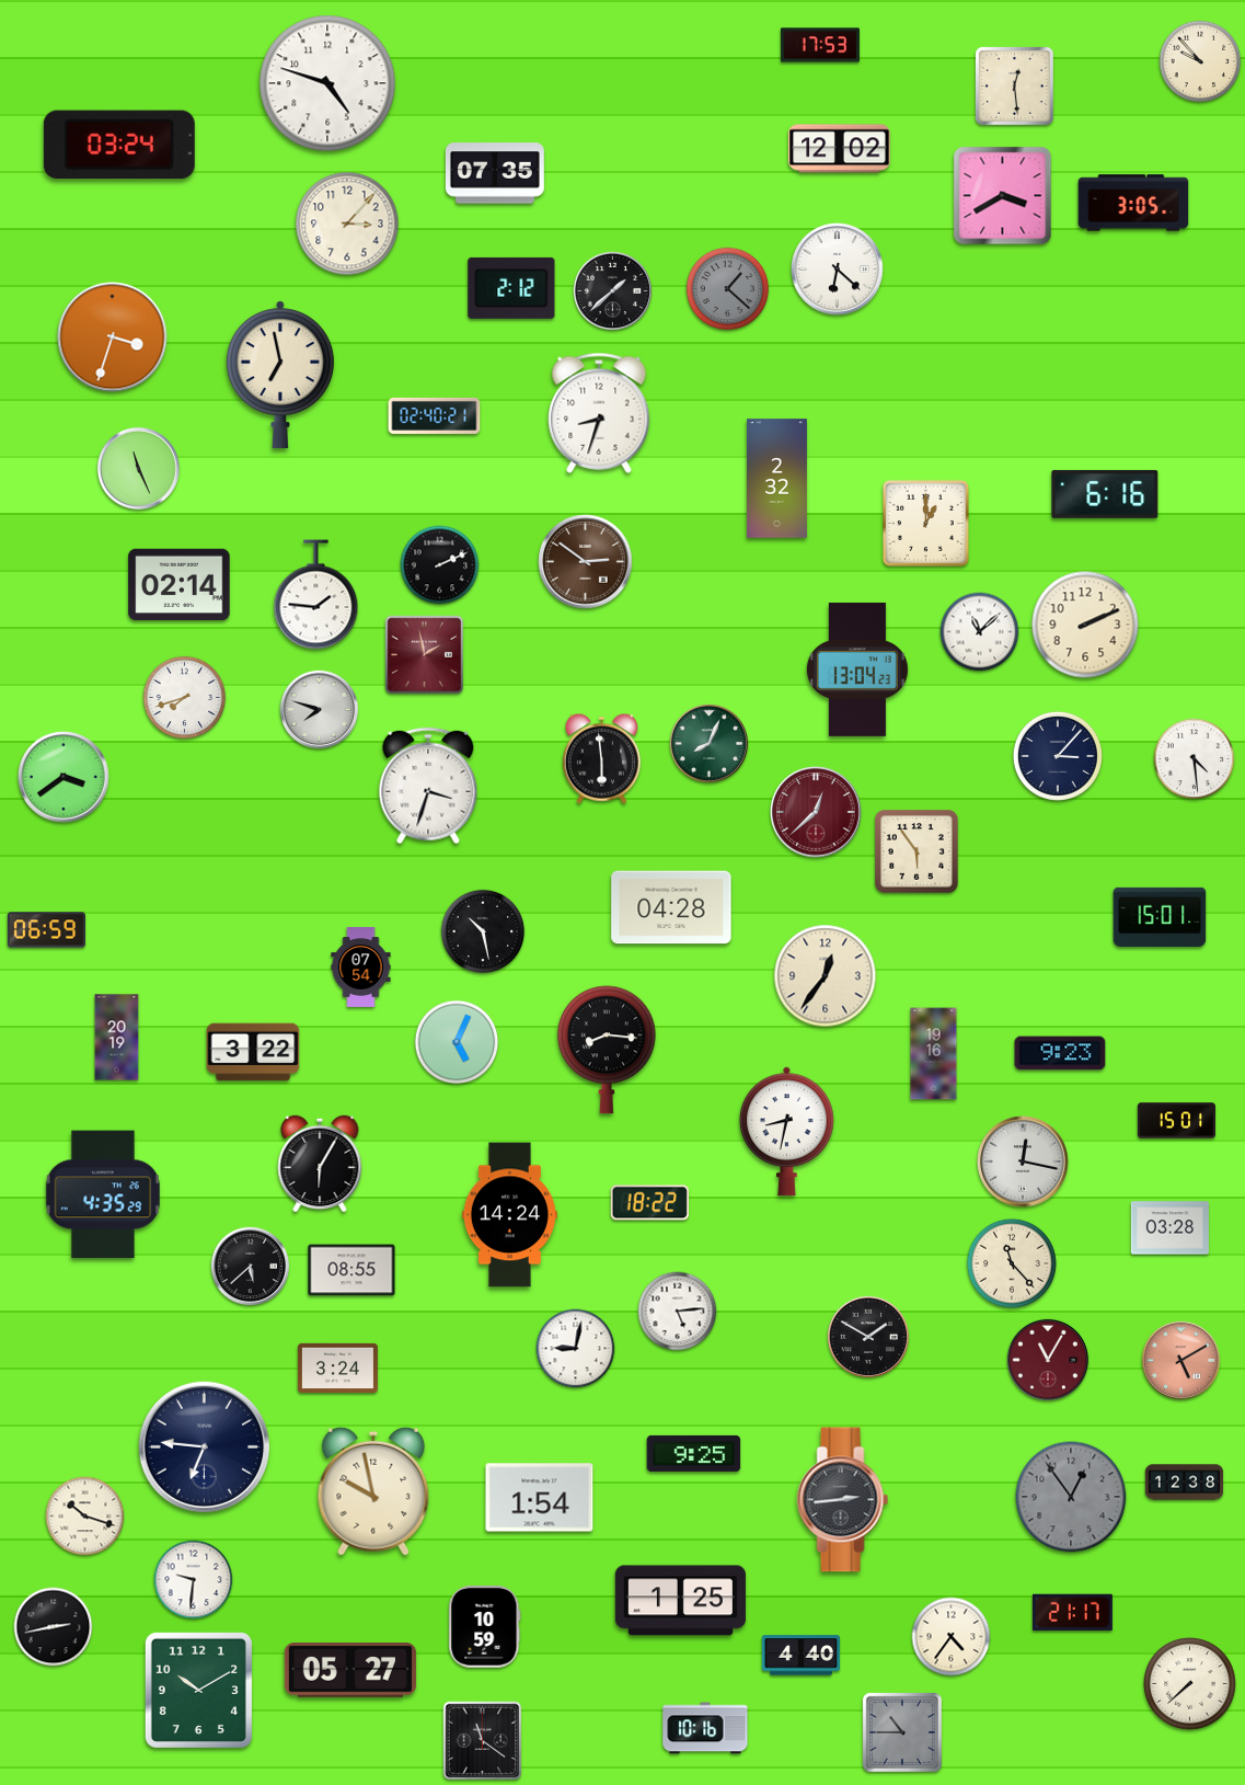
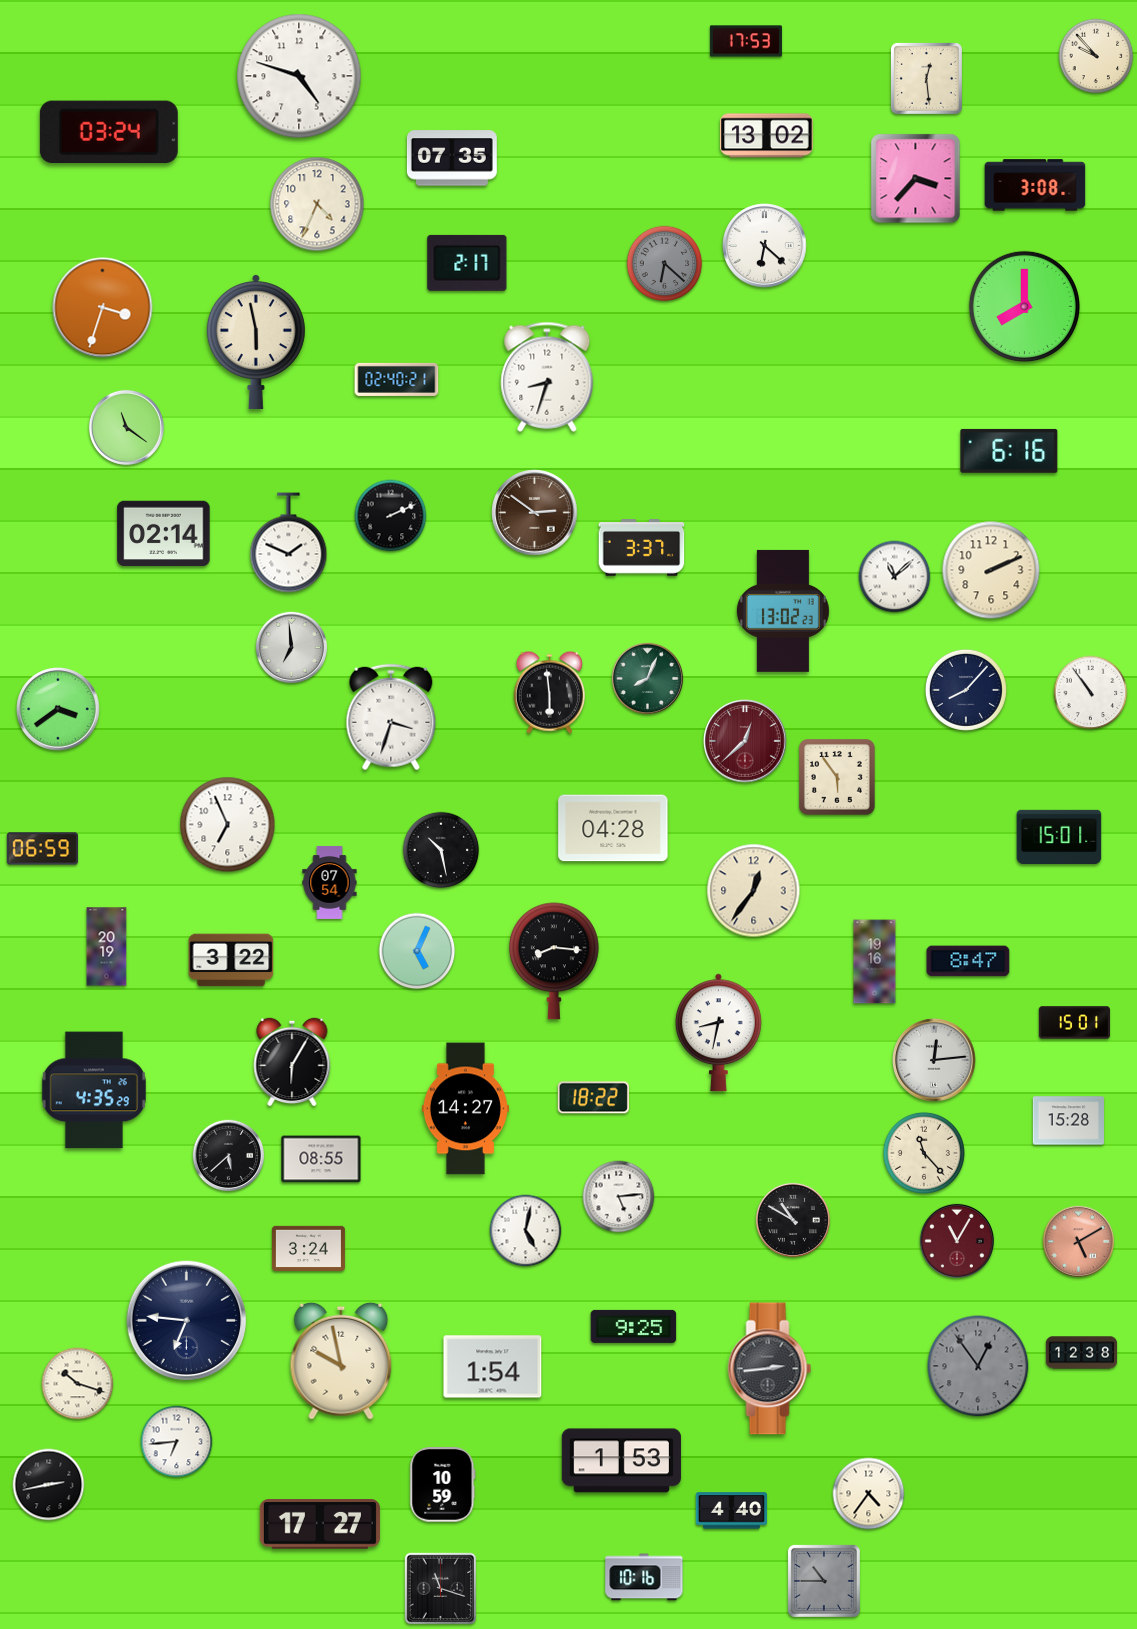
clock at (820, 45) position: (820, 45) -> (746, 41)
clock at (840, 149): 12:02 -> 13:02
clock at (1003, 196): 3:40 -> 3:37
clock at (1133, 203): 3:05 -> 3:08
clock at (347, 224): 3:07 -> 4:34
clock at (511, 288): 2:12 -> 2:17
clock at (728, 289): 1:22 -> 6:22
clock at (613, 291): 1:38 -> none
clock at (1024, 306): none -> 8:00
clock at (280, 375): 6:58 -> 5:58
clock at (138, 468): 11:26 -> 11:21
clock at (776, 479): 2:32 -> none
clock at (925, 523): 1:00 -> none
clock at (440, 565) position: (440, 565) -> (391, 516)
clock at (316, 595): 1:46 -> 1:49
clock at (642, 548): none -> 3:37
clock at (425, 655): 1:58 -> none
clock at (857, 670): 13:04 -> 13:02
clock at (185, 698): 7:42 -> none
clock at (320, 710): 7:48 -> 6:59
clock at (1058, 756): 3:07 -> 8:07
clock at (1195, 759): 4:29 -> 10:54
clock at (228, 825): none -> 6:56
clock at (607, 1050) position: (607, 1050) -> (554, 961)
clock at (1060, 1053): 9:23 -> 8:47
clock at (934, 1054) position: (934, 1054) -> (875, 962)
clock at (1023, 1162): 12:17 -> 12:14
clock at (509, 1215): 14:24 -> 14:27
clock at (1169, 1228): 03:28 -> 15:28
clock at (868, 1337): 1:50 -> 10:50
clock at (576, 1349): 9:02 -> 5:02
clock at (194, 1580): 9:31 -> 6:44
clock at (680, 1601): 1:25 -> 1:53
clock at (1072, 1613): 21:17 -> none
clock at (350, 1670): 05:27 -> 17:27
clock at (1190, 1684): 7:38 -> none
clock at (198, 1690): 10:10 -> none
clock at (483, 1741): 11:21 -> 11:18
